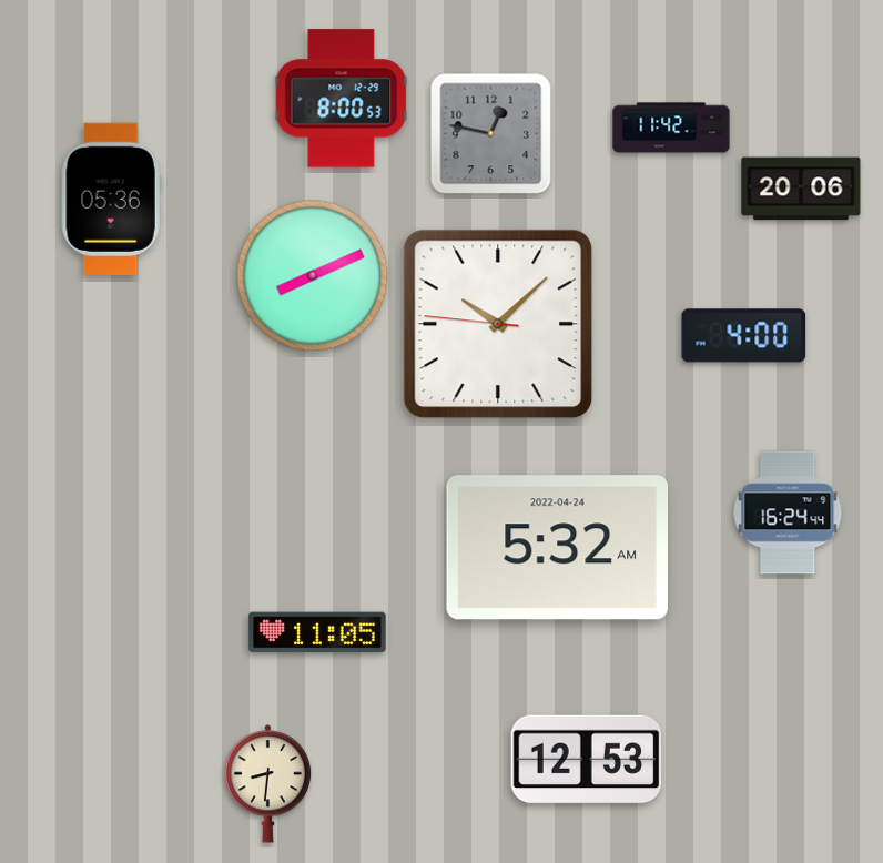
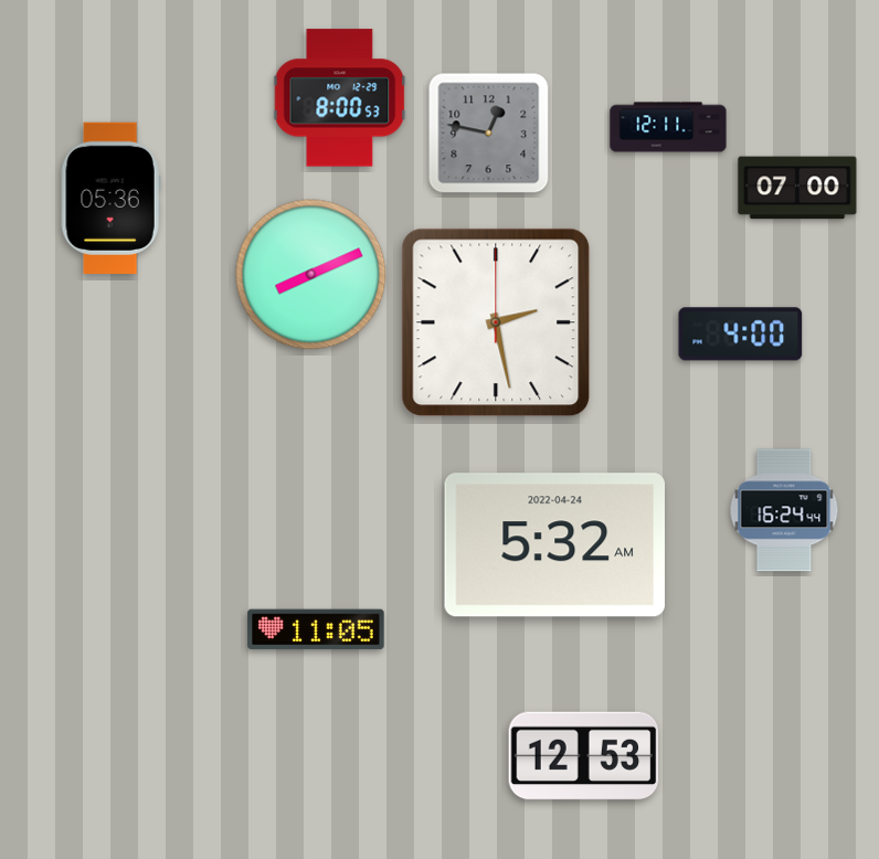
clock at (671, 128): 11:42 -> 12:11
clock at (801, 189): 20:06 -> 07:00
clock at (498, 324): 10:07 -> 2:28
clock at (268, 784): 8:31 -> none
